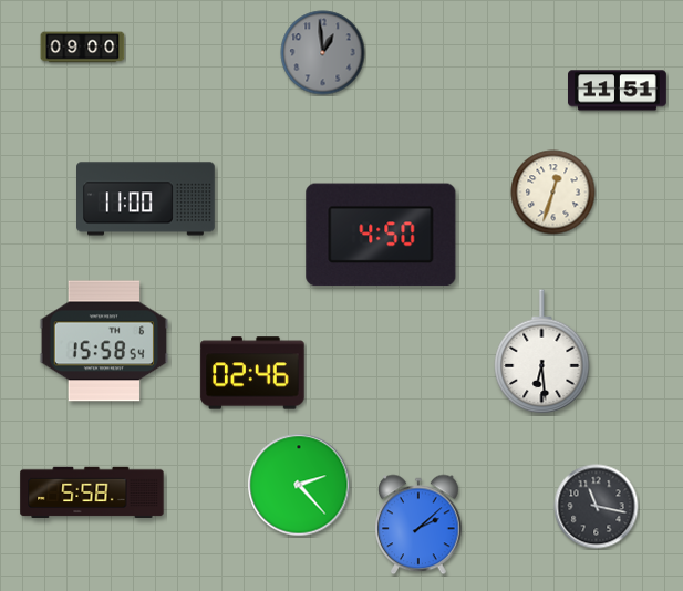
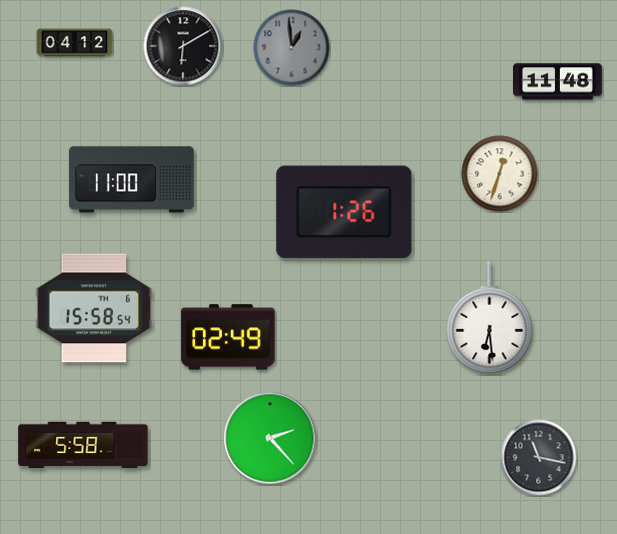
clock at (83, 48): 09:00 -> 04:12
clock at (183, 46): none -> 6:10
clock at (618, 91): 11:51 -> 11:48
clock at (381, 235): 4:50 -> 1:26
clock at (252, 373): 02:46 -> 02:49
clock at (418, 525): 2:08 -> none
